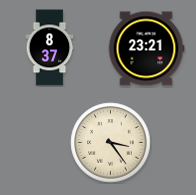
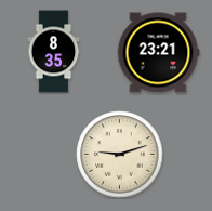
clock at (50, 48): 8:37 -> 8:35
clock at (111, 143): 3:24 -> 9:12
